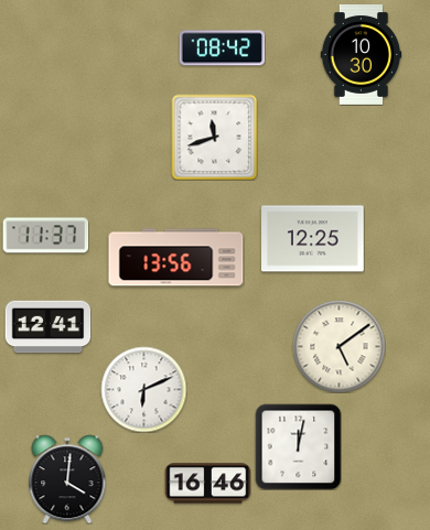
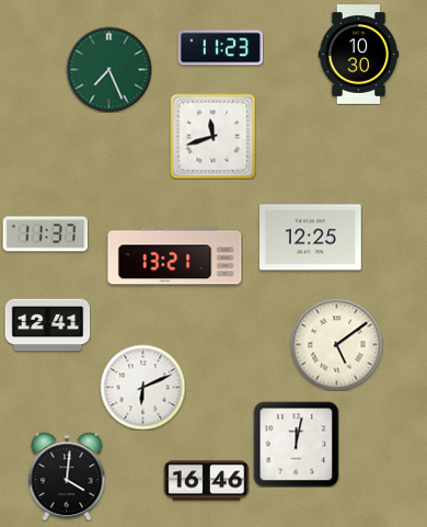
clock at (222, 48): 08:42 -> 11:23
clock at (108, 69): none -> 7:26
clock at (176, 258): 13:56 -> 13:21
